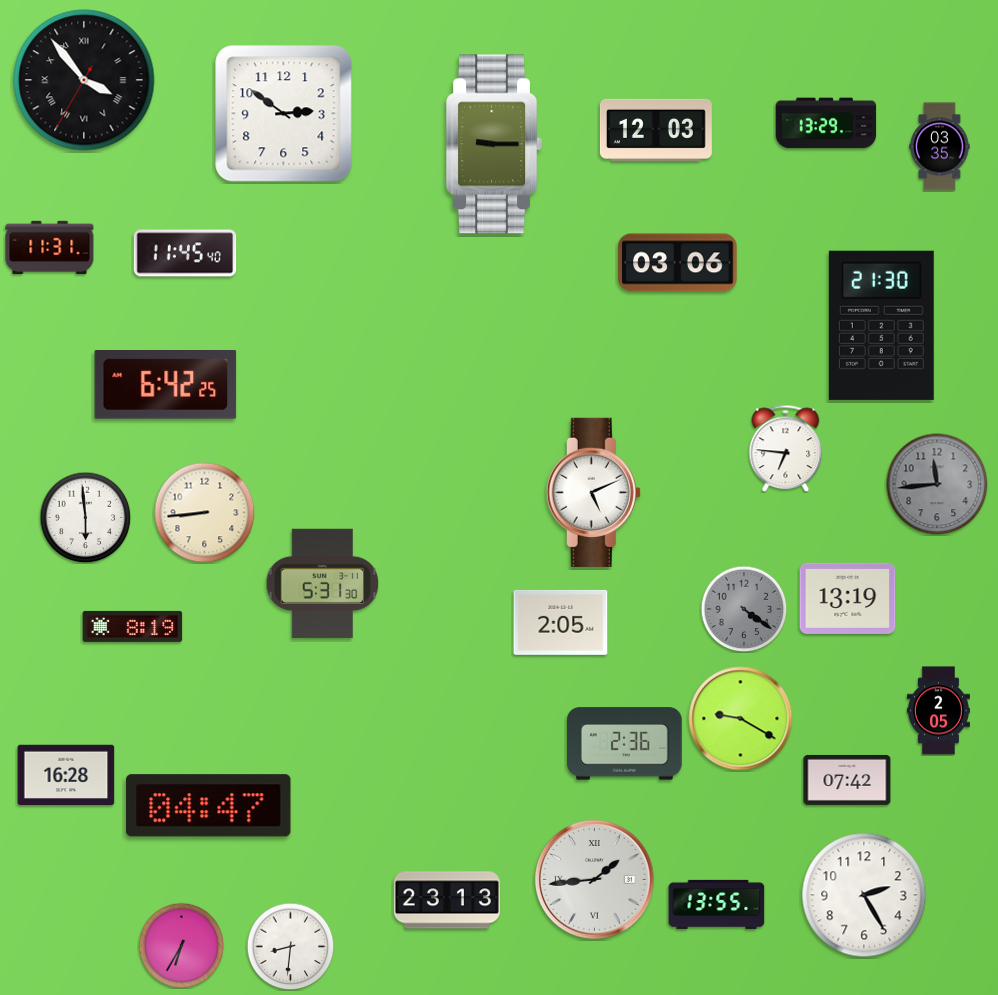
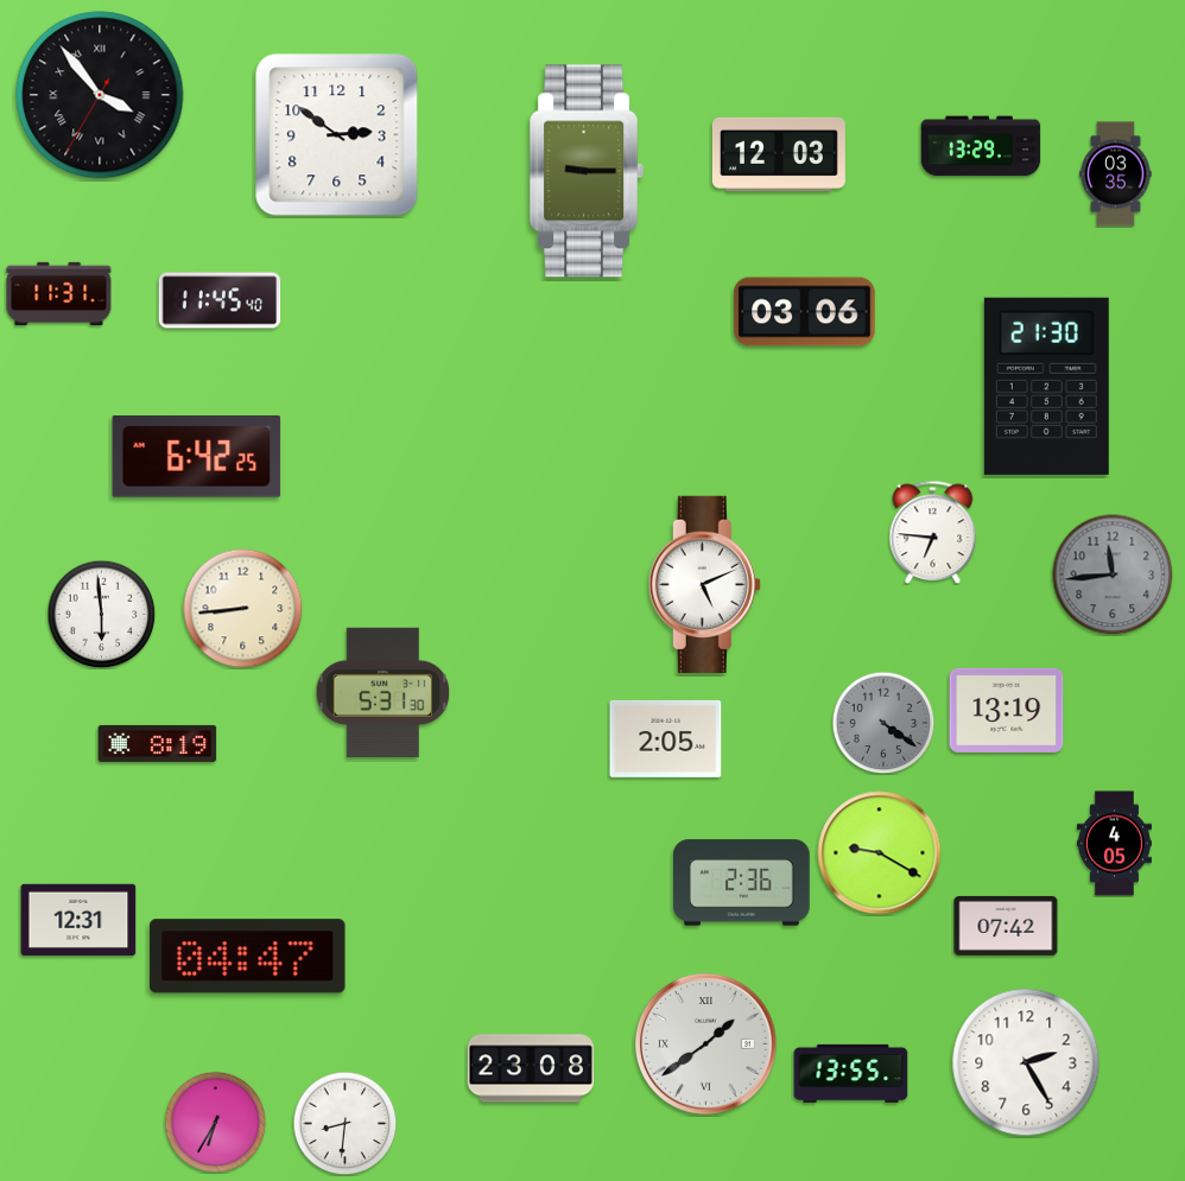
clock at (938, 711): 2:05 -> 4:05
clock at (66, 775): 16:28 -> 12:31
clock at (595, 880): 1:44 -> 1:39
clock at (447, 900): 23:13 -> 23:08
